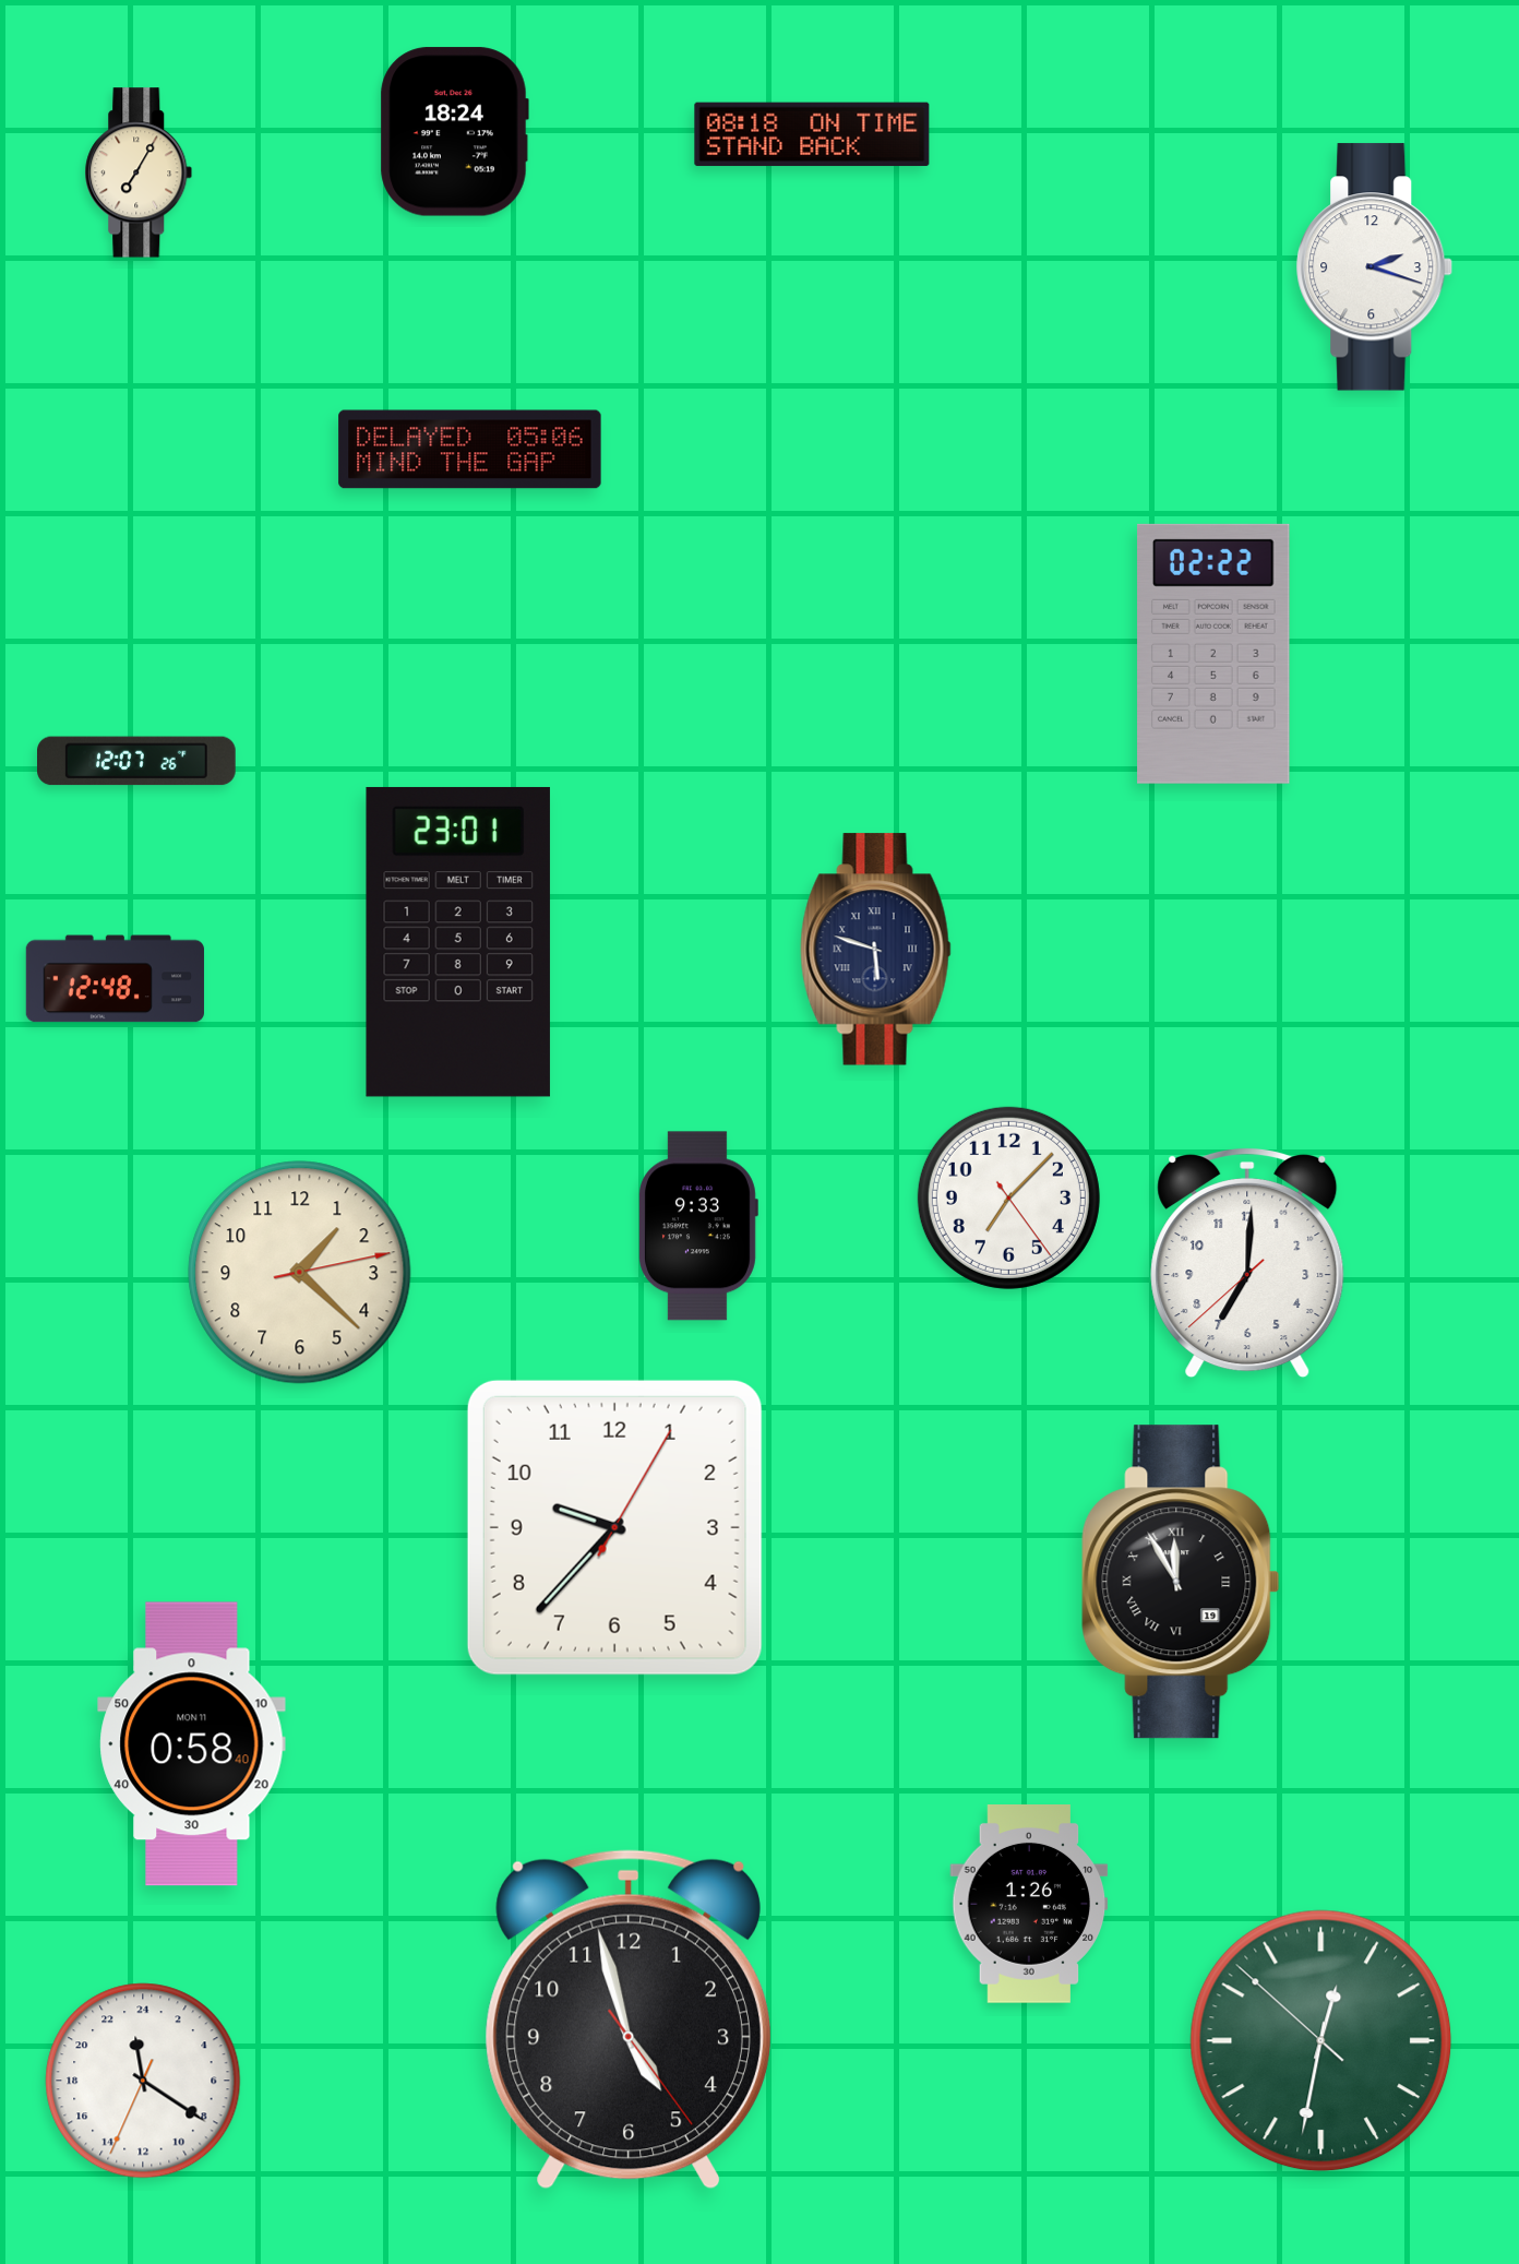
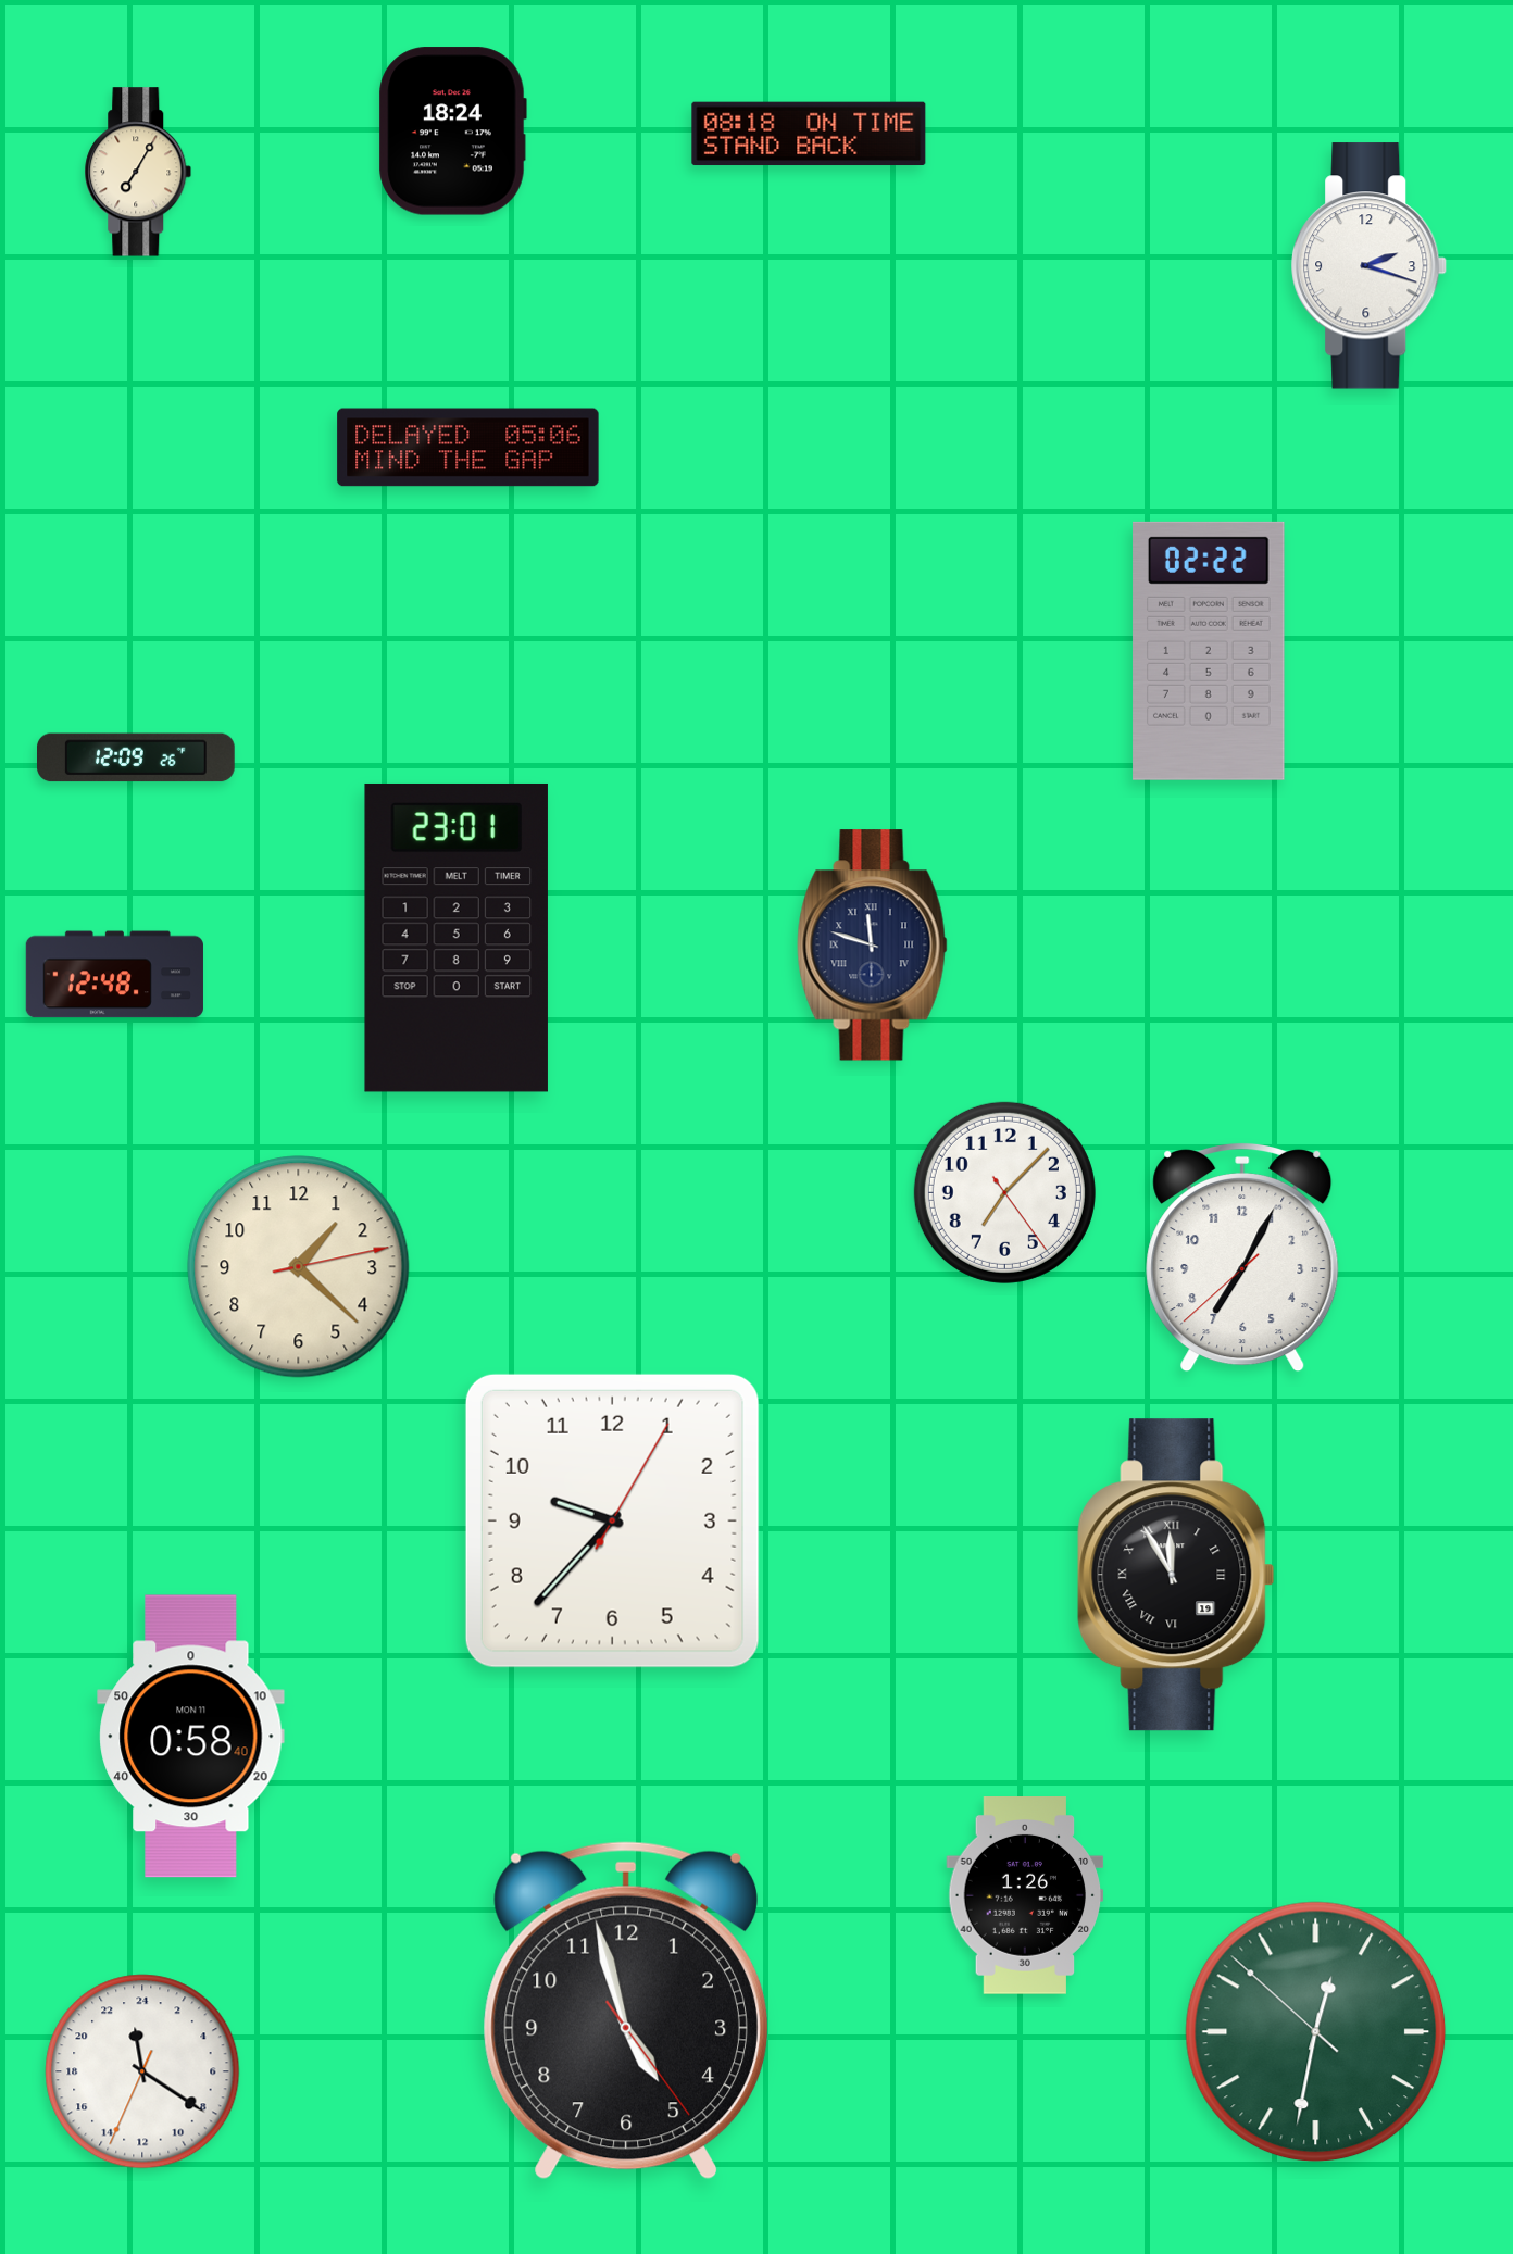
clock at (137, 761): 12:07 -> 12:09
clock at (876, 950): 5:48 -> 11:48
clock at (698, 1226): 9:33 -> none
clock at (1247, 1263): 7:00 -> 7:04
